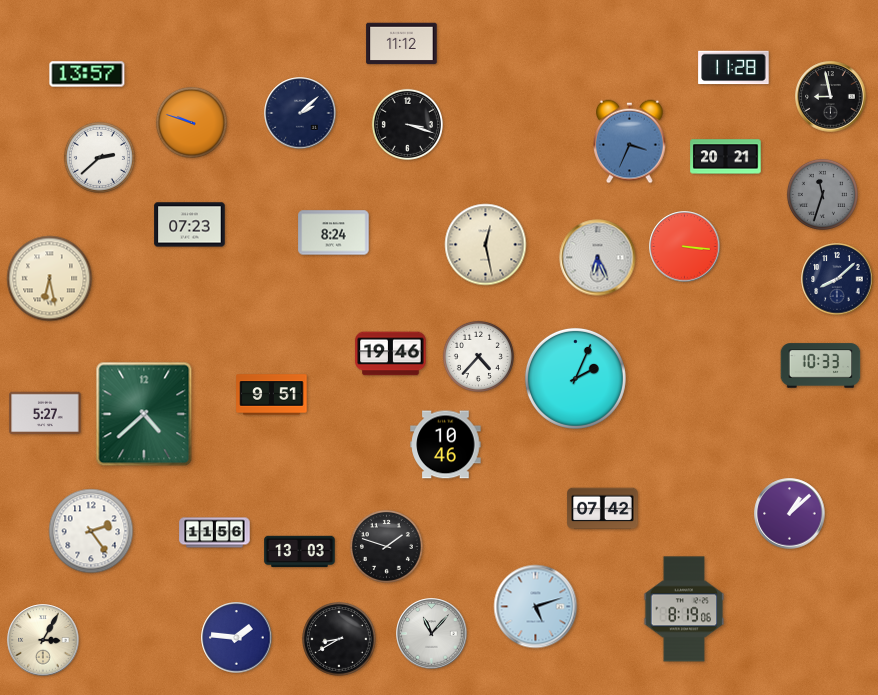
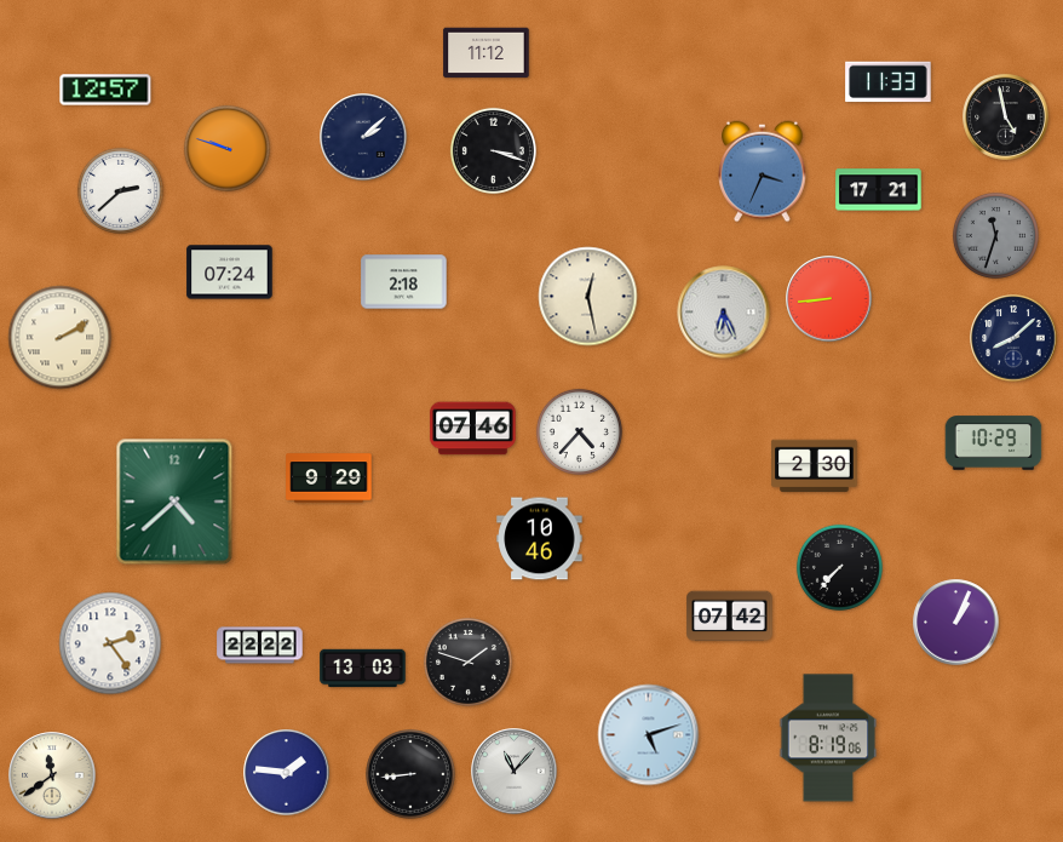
clock at (734, 68): 11:28 -> 11:33
clock at (87, 74): 13:57 -> 12:57
clock at (831, 97): 8:58 -> 4:58
clock at (191, 122) position: (191, 122) -> (226, 148)
clock at (726, 157): 20:21 -> 17:21
clock at (190, 225): 07:23 -> 07:24
clock at (334, 233): 8:24 -> 2:18
clock at (685, 247): 3:16 -> 8:44
clock at (50, 279): 6:28 -> 2:10
clock at (391, 354): 19:46 -> 07:46
clock at (821, 366): 10:33 -> 10:29
clock at (575, 378): 2:04 -> none
clock at (815, 466): none -> 2:30
clock at (272, 395): 9:51 -> 9:29
clock at (45, 413): 5:27 -> none
clock at (839, 567): none -> 7:37
clock at (790, 514): 1:08 -> 1:04
clock at (215, 533): 11:56 -> 22:22
clock at (432, 634) position: (432, 634) -> (515, 772)
clock at (43, 640): 3:05 -> 11:39
clock at (340, 640): 8:40 -> 8:44
